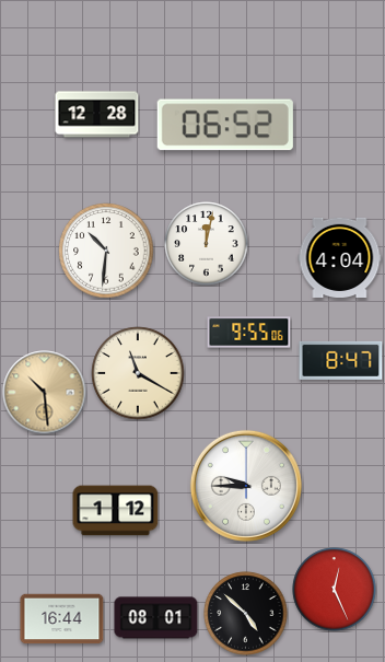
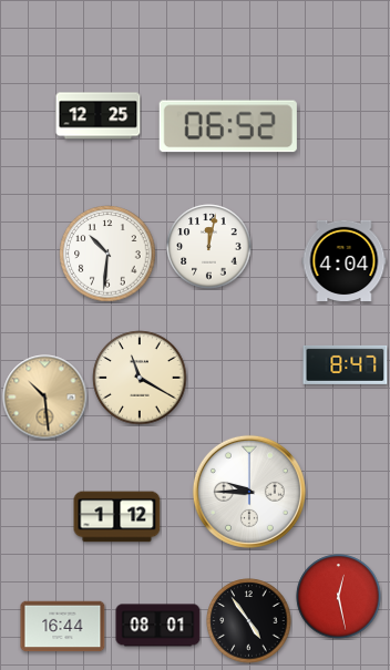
clock at (97, 115): 12:28 -> 12:25
clock at (249, 333): 9:55 -> none
clock at (335, 590): 12:26 -> 12:28
clock at (246, 614): 4:52 -> 4:54
